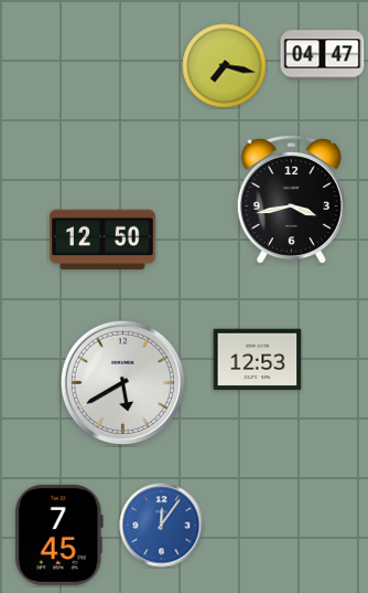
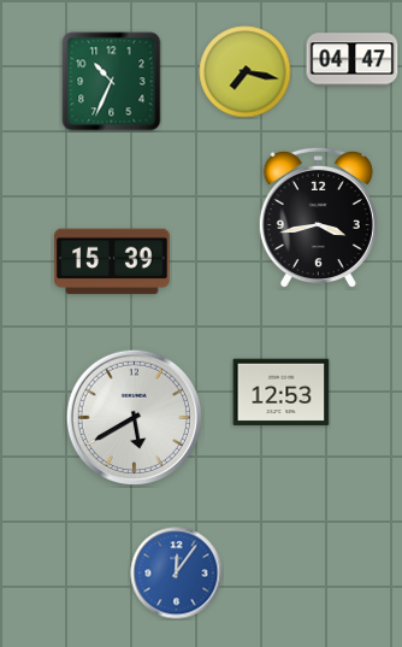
clock at (112, 82): none -> 10:34
clock at (102, 240): 12:50 -> 15:39
clock at (58, 534): 7:45 -> none
